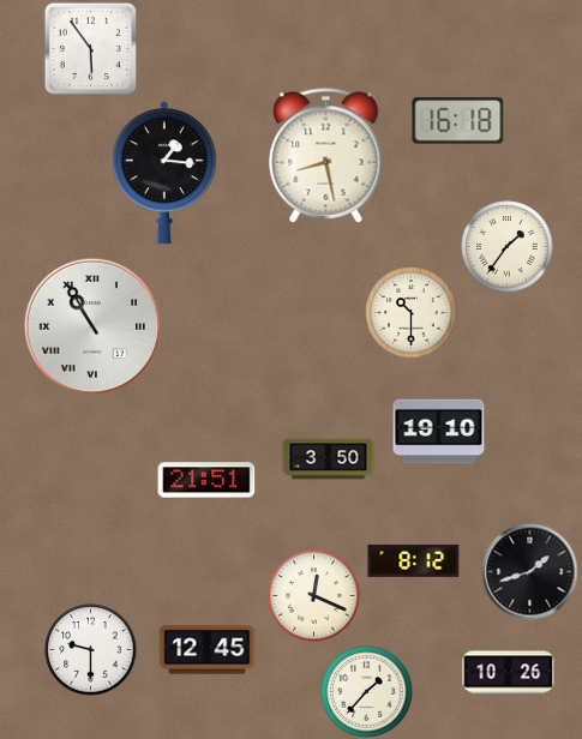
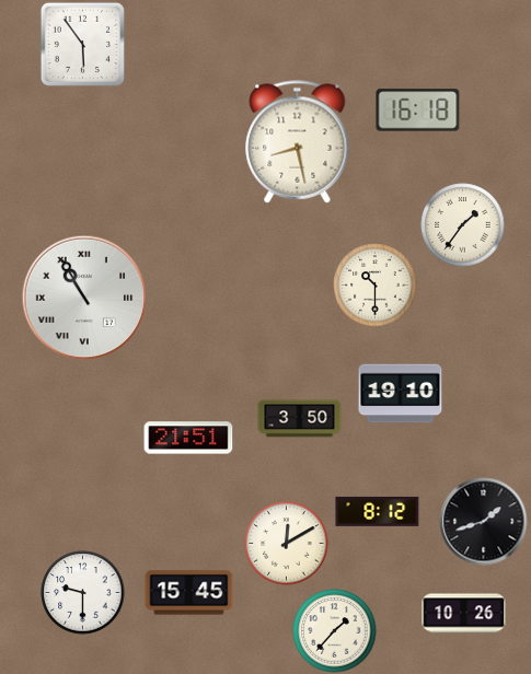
clock at (164, 173): 1:16 -> none
clock at (314, 596): 12:19 -> 12:10
clock at (208, 650): 12:45 -> 15:45
